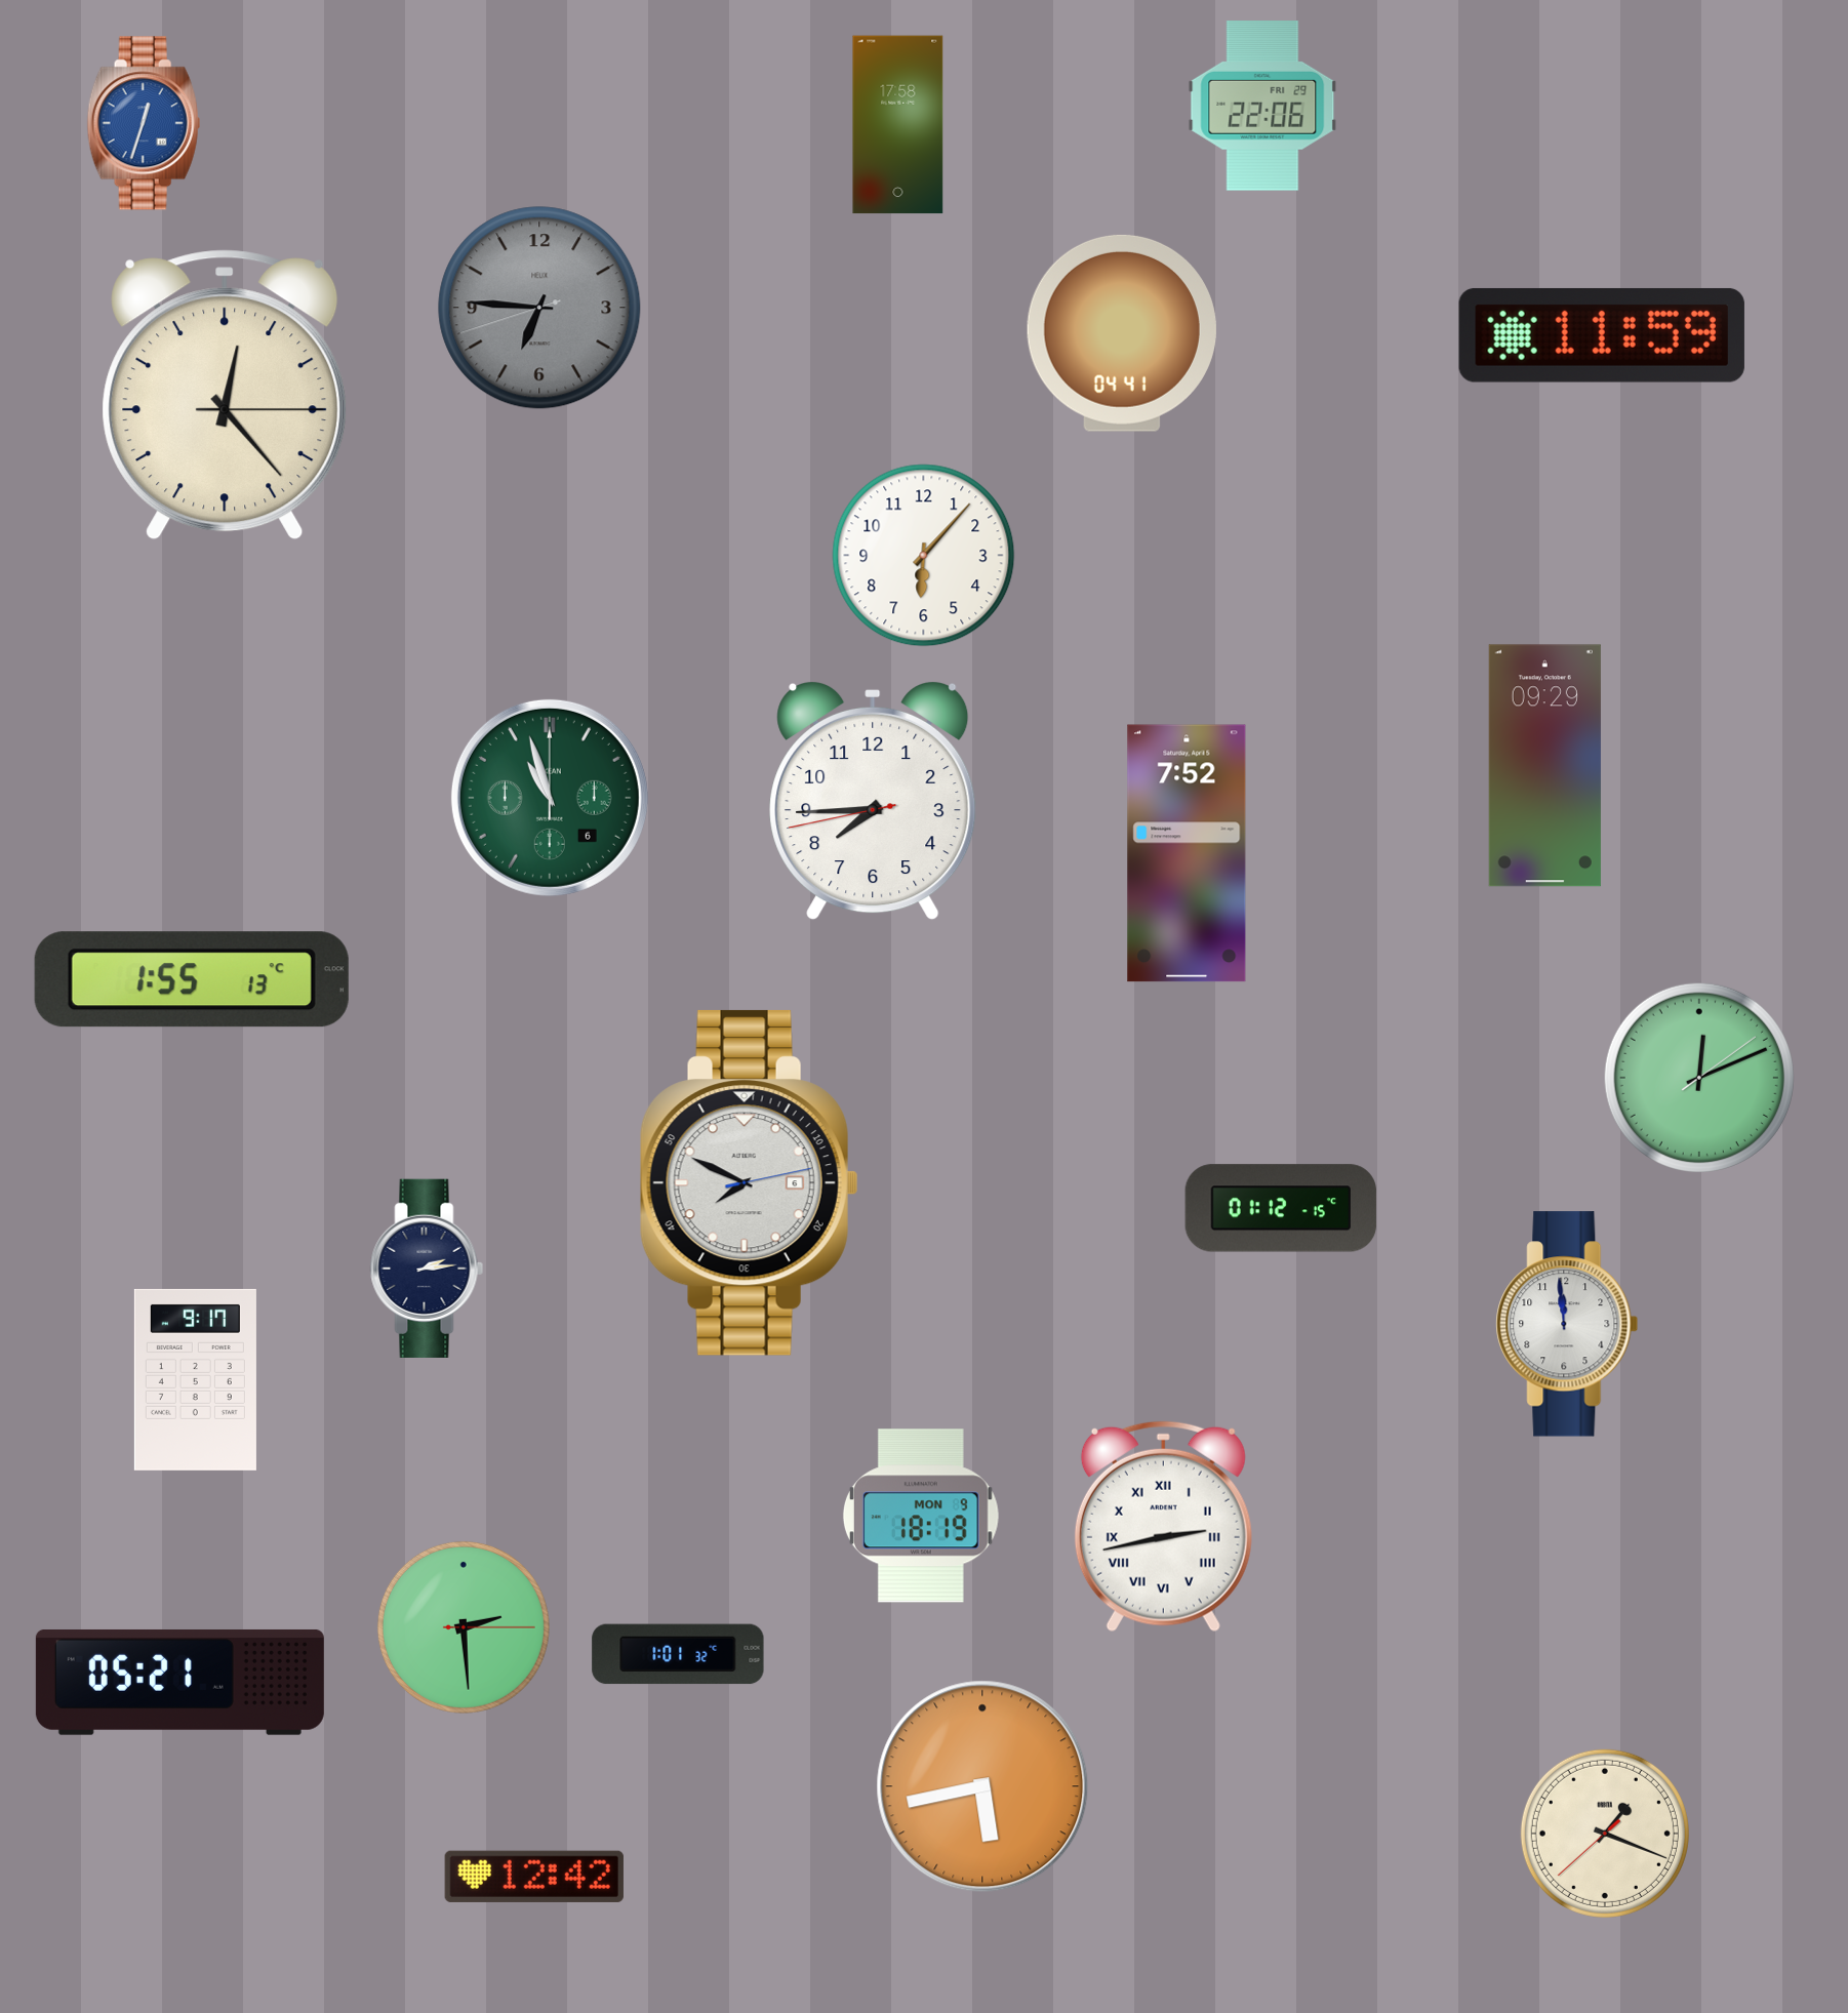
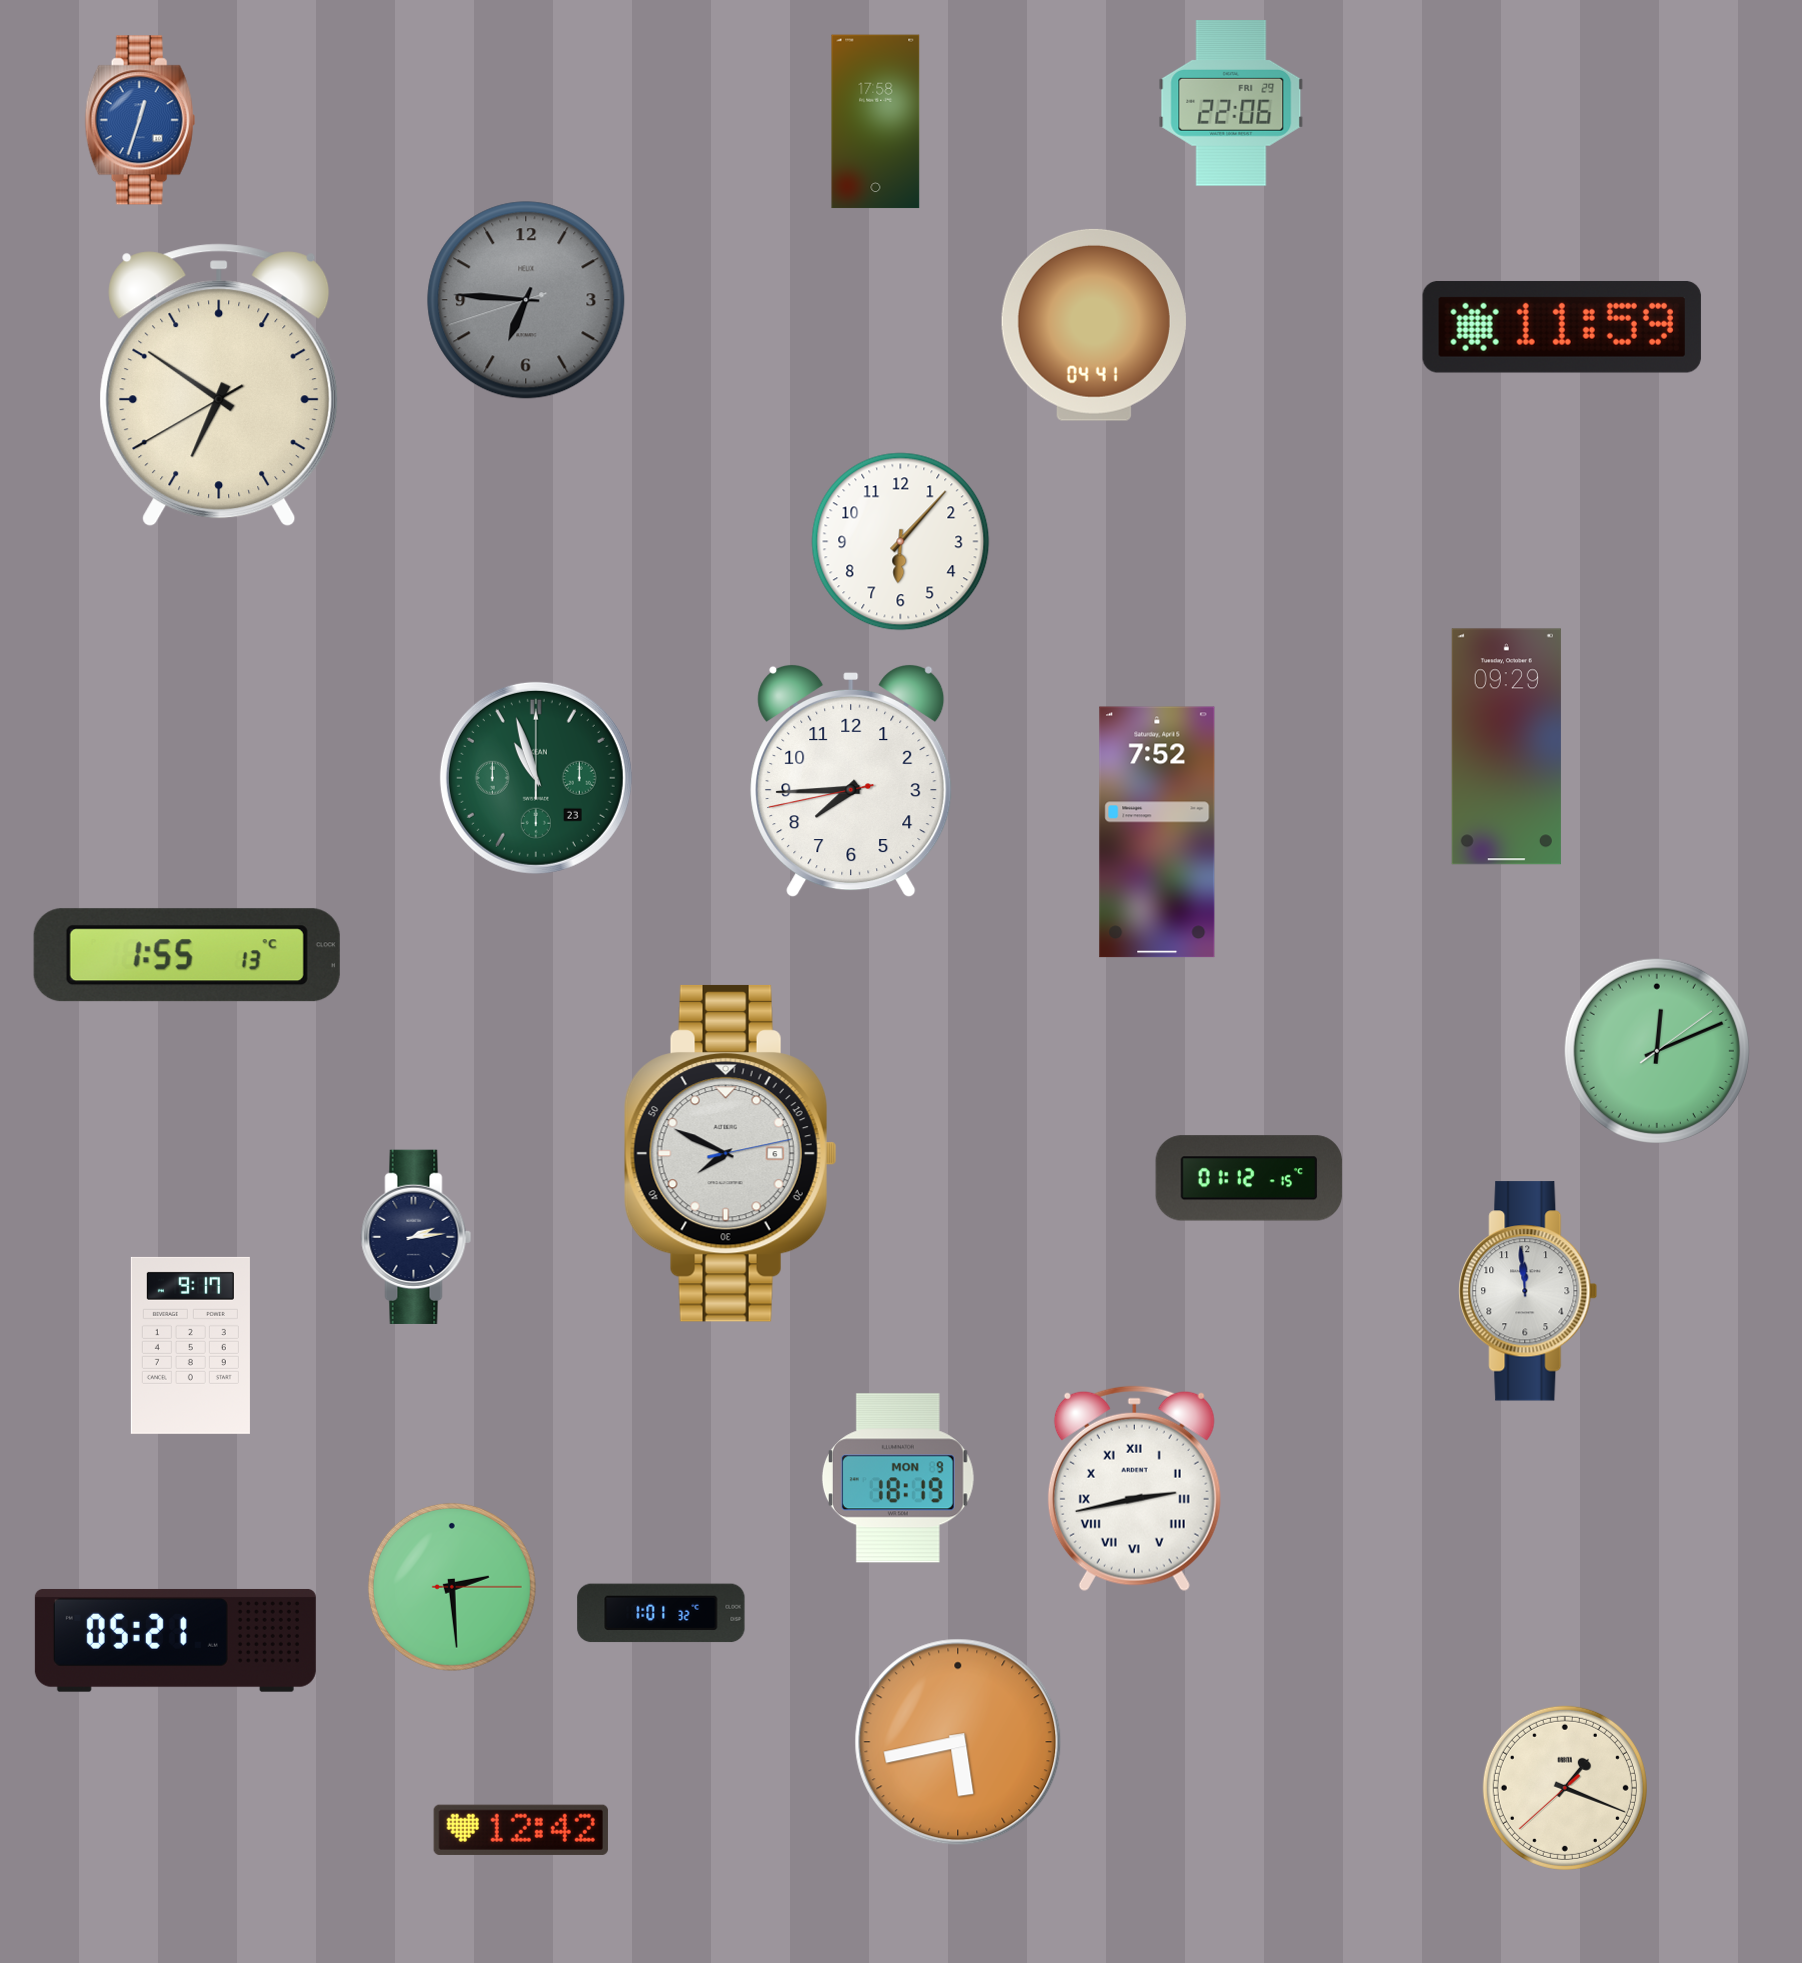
clock at (225, 395): 12:23 -> 6:50
clock at (550, 798) date: 6 -> 23
